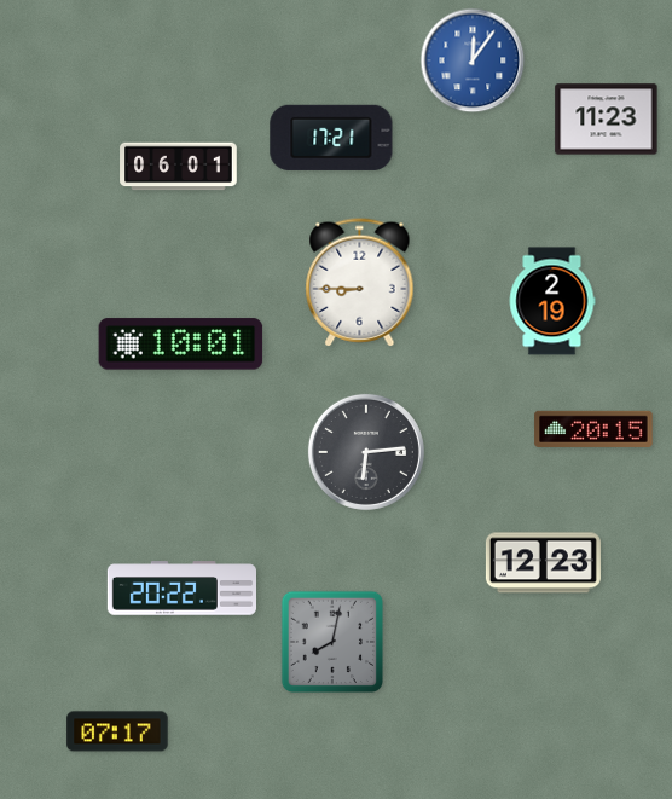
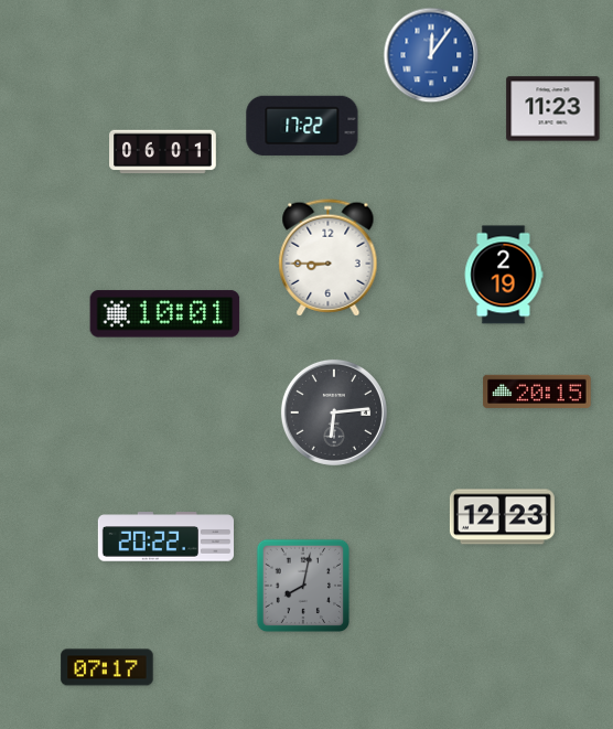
clock at (331, 138): 17:21 -> 17:22
clock at (593, 429) position: (593, 429) -> (537, 392)
clock at (543, 563) position: (543, 563) -> (502, 517)
